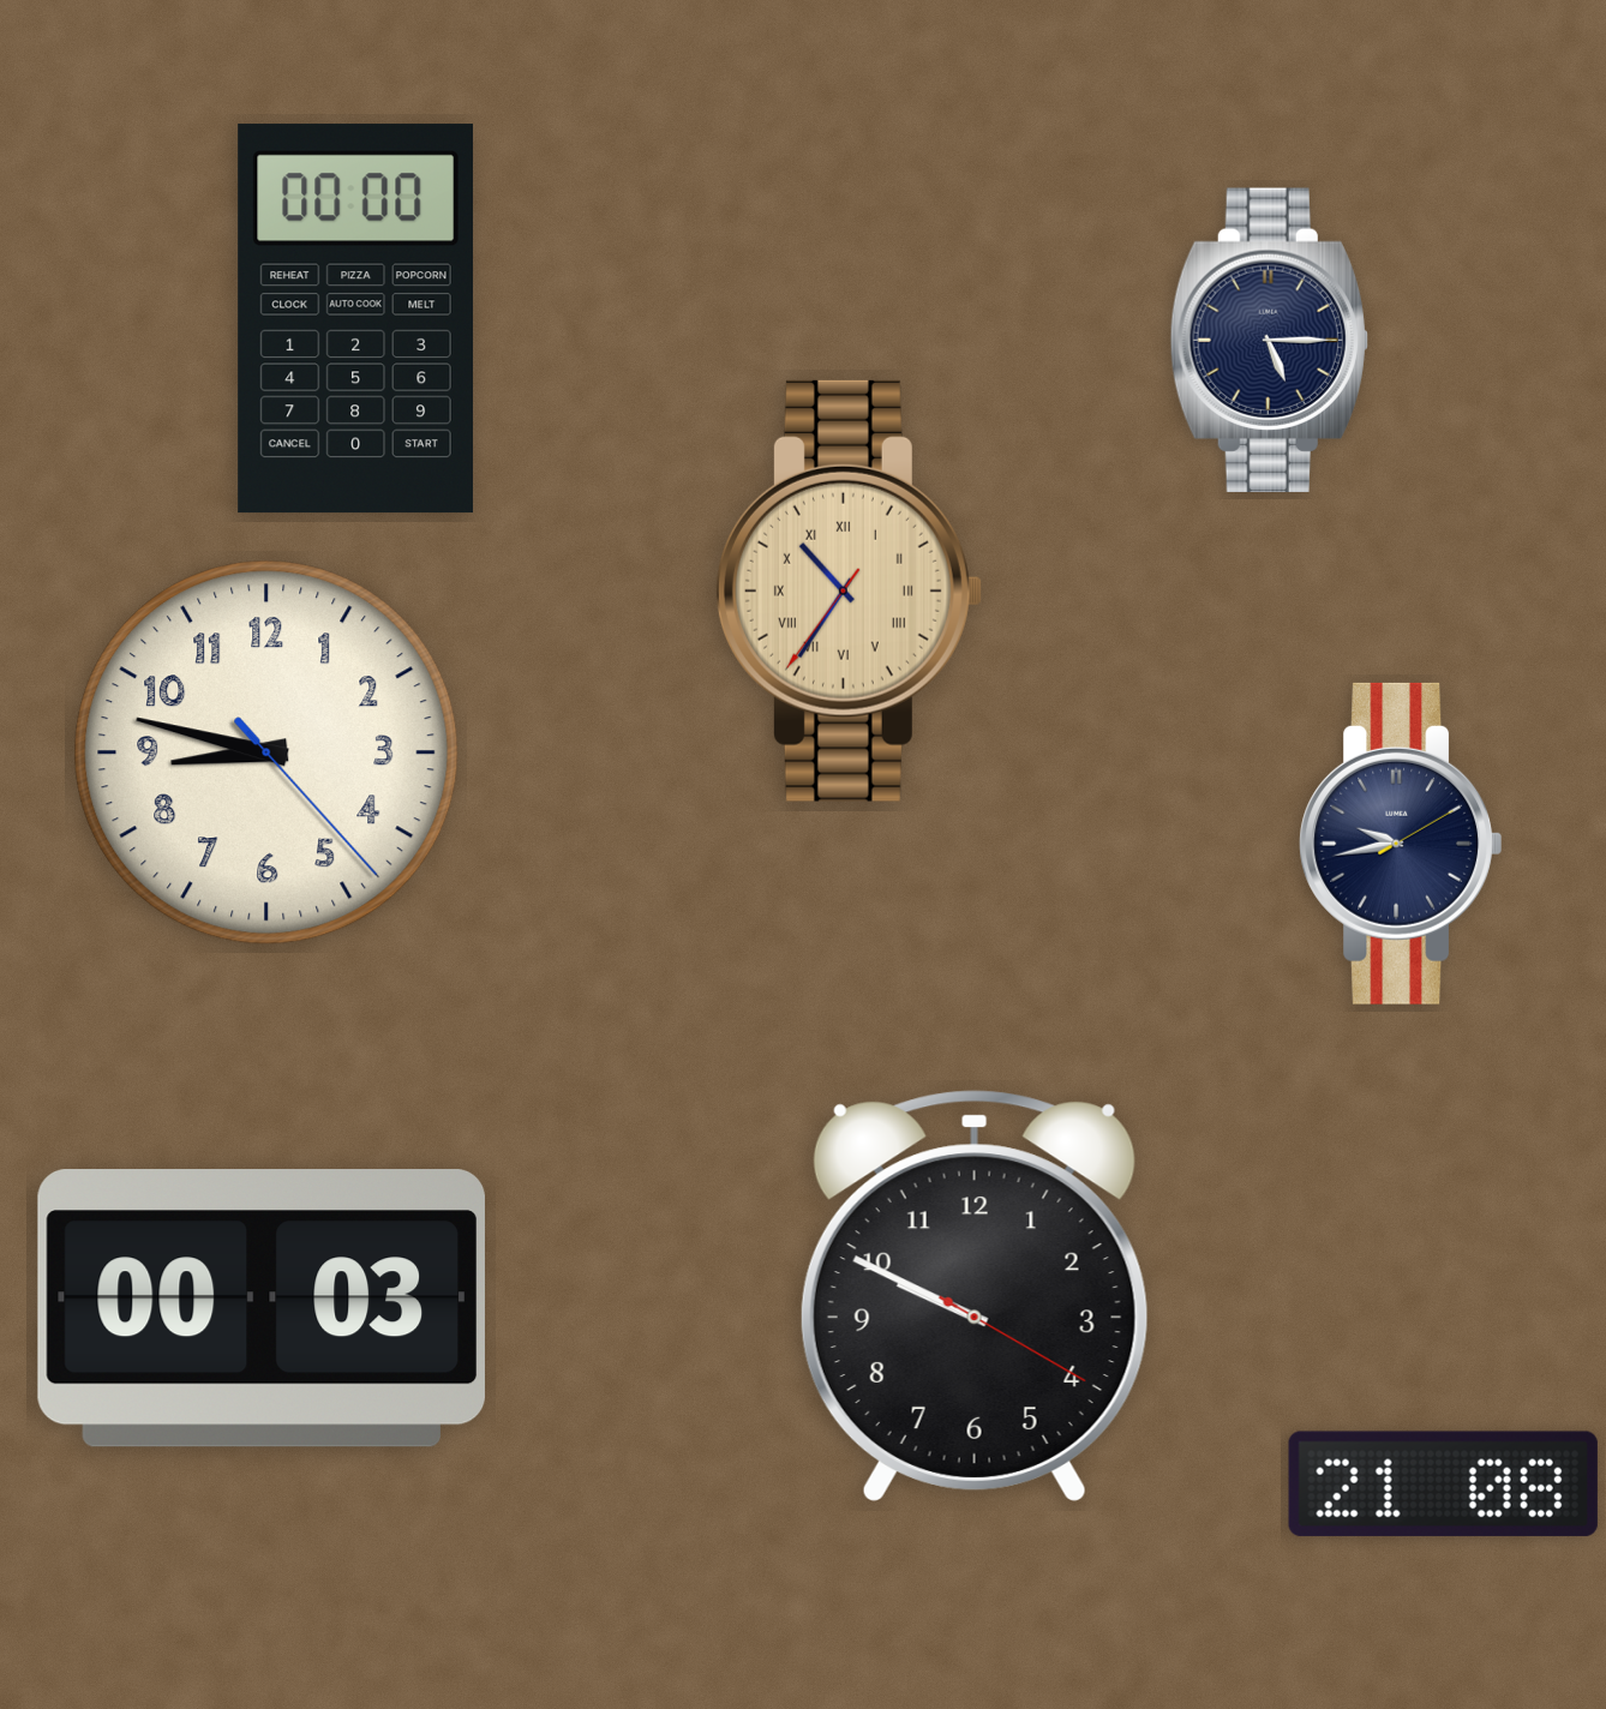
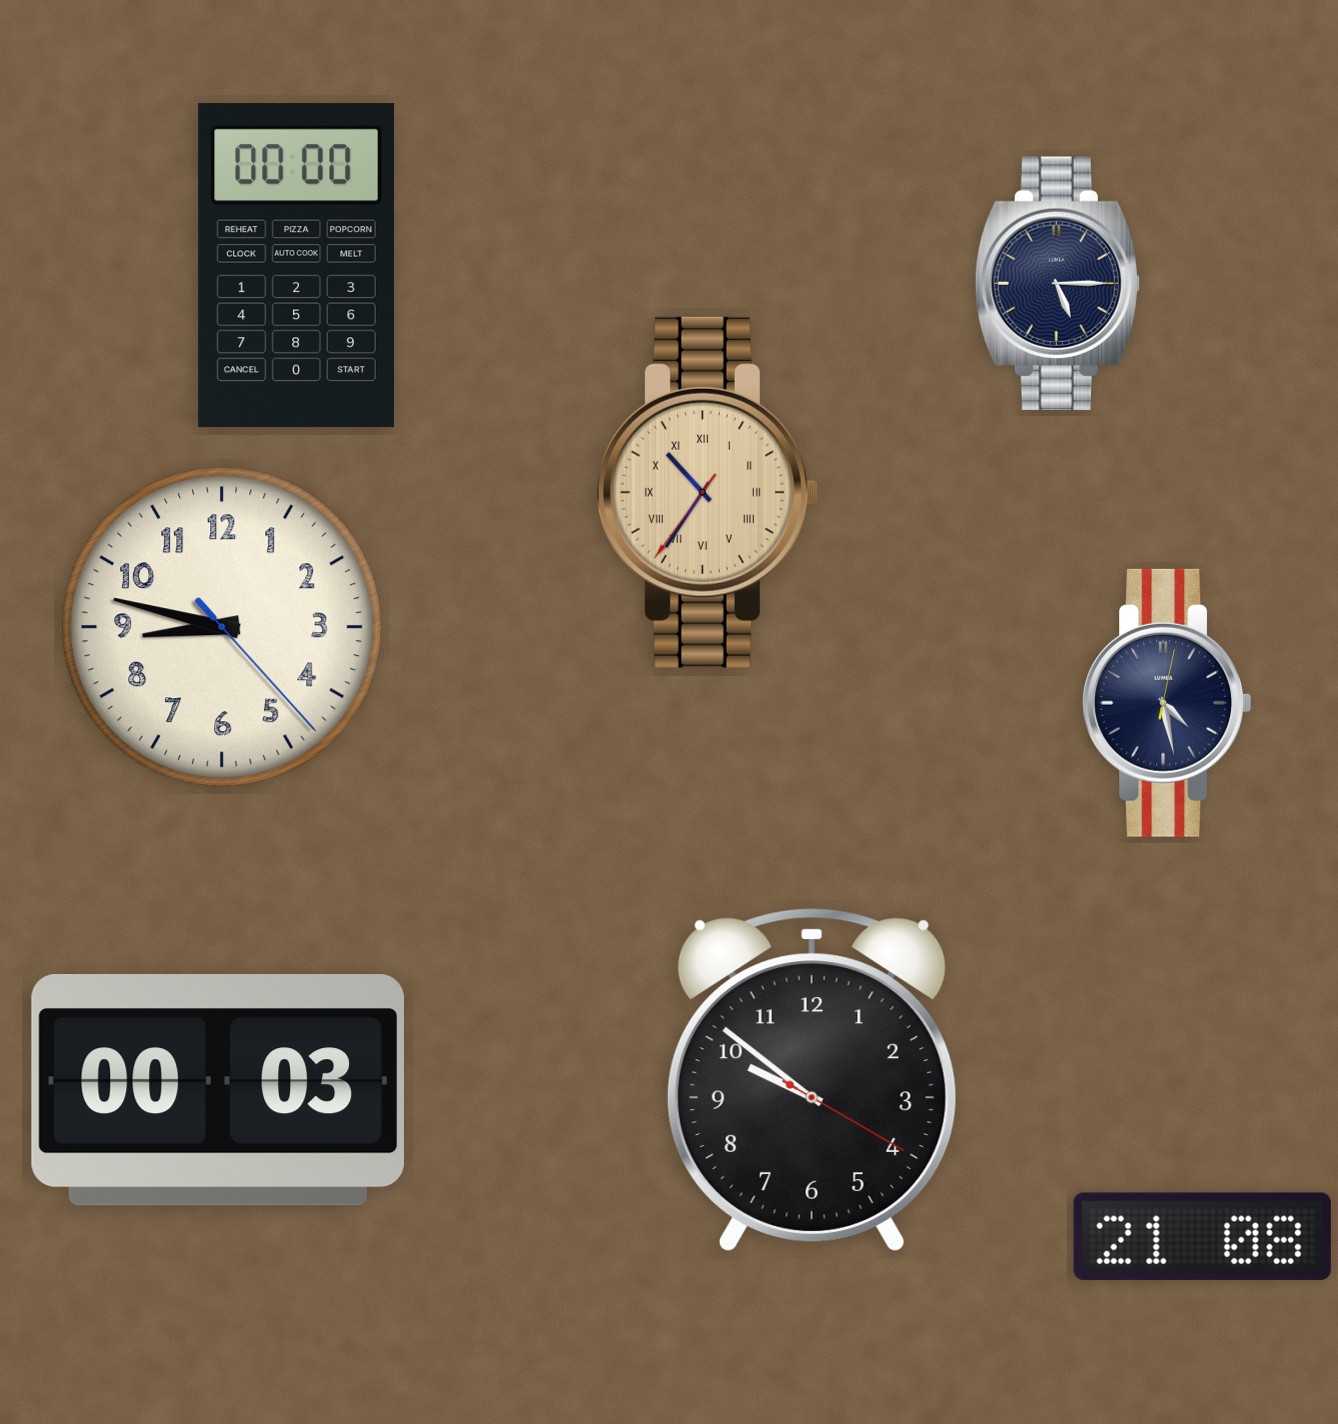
clock at (1400, 844): 9:43 -> 4:28
clock at (975, 1296): 9:49 -> 9:51
